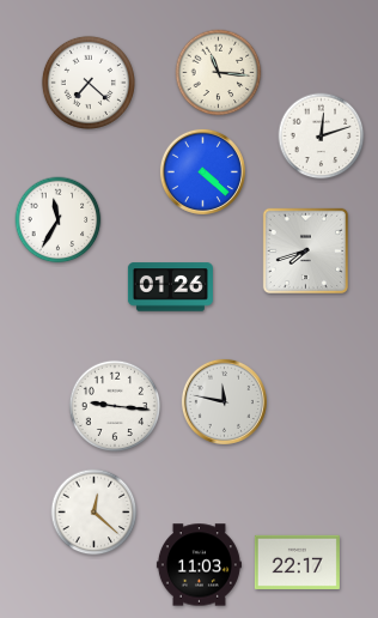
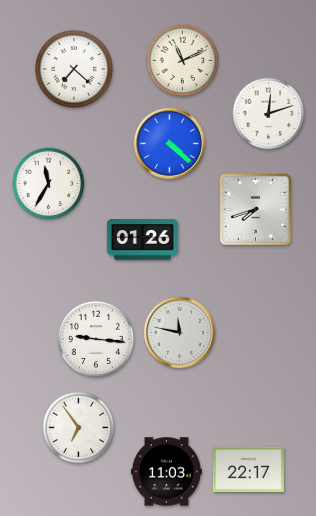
clock at (219, 73): 11:16 -> 11:11
clock at (224, 401) position: (224, 401) -> (179, 332)
clock at (94, 513): 12:22 -> 6:54
